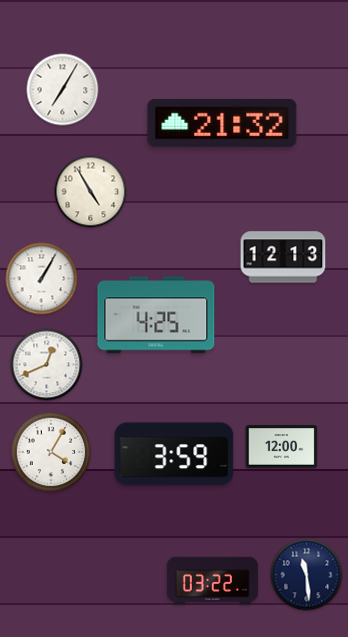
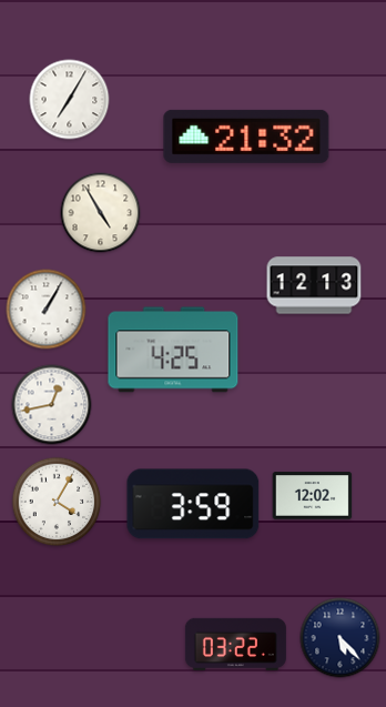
clock at (47, 365): 12:41 -> 12:43
clock at (282, 447): 12:00 -> 12:02
clock at (307, 575): 11:29 -> 5:23
